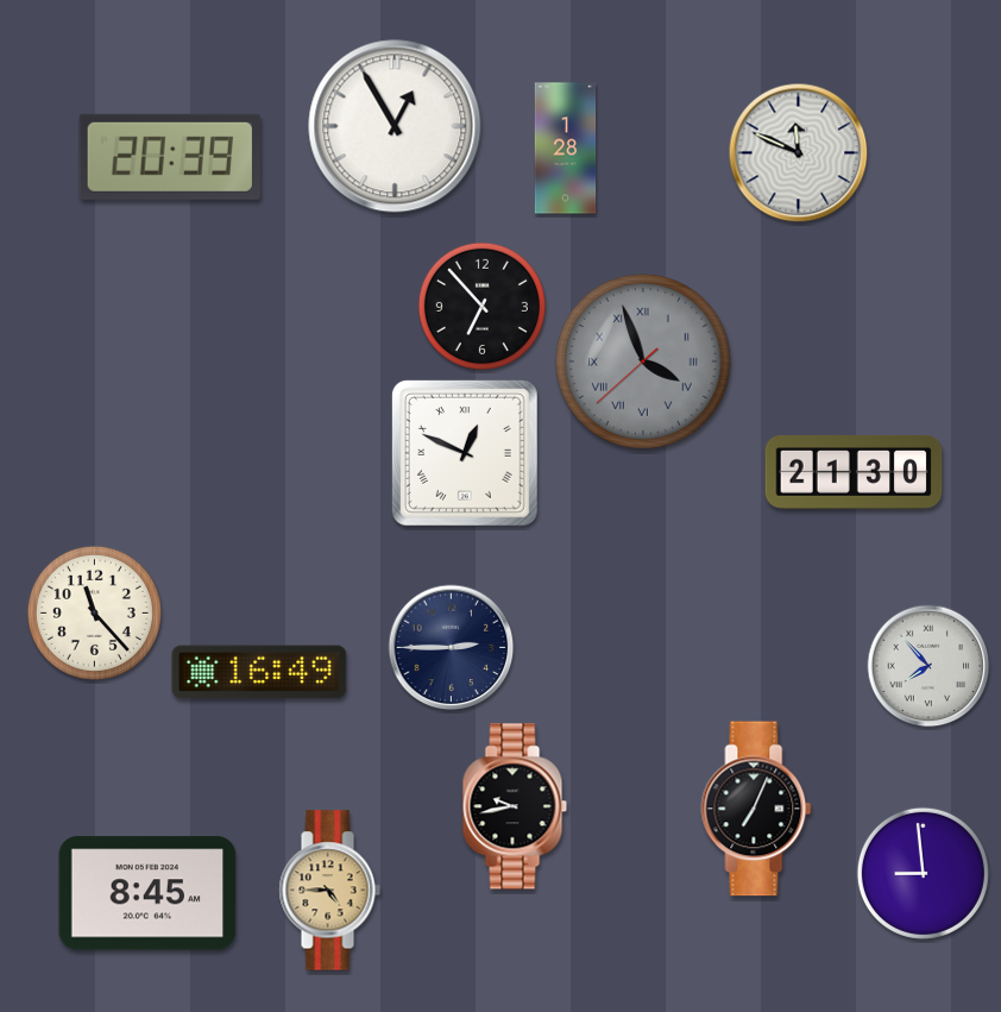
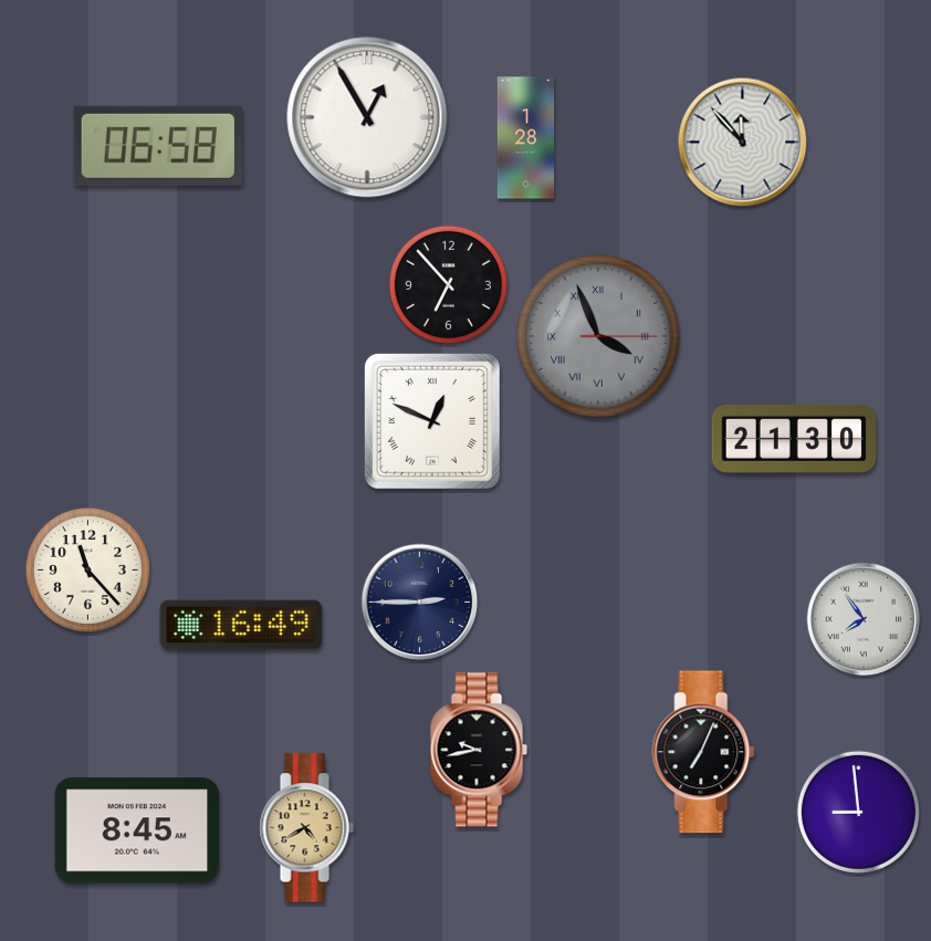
clock at (799, 153): 11:49 -> 11:53
clock at (170, 157): 20:39 -> 06:58
clock at (643, 362): 3:56:38 -> 3:56:15
clock at (928, 666): 7:53 -> 7:54
clock at (329, 891): 4:45 -> 4:40
